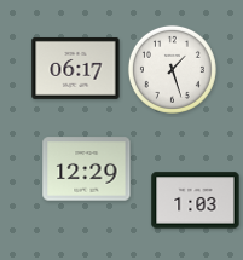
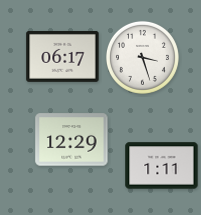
clock at (172, 69): 1:27 -> 3:27
clock at (196, 201): 1:03 -> 1:11
